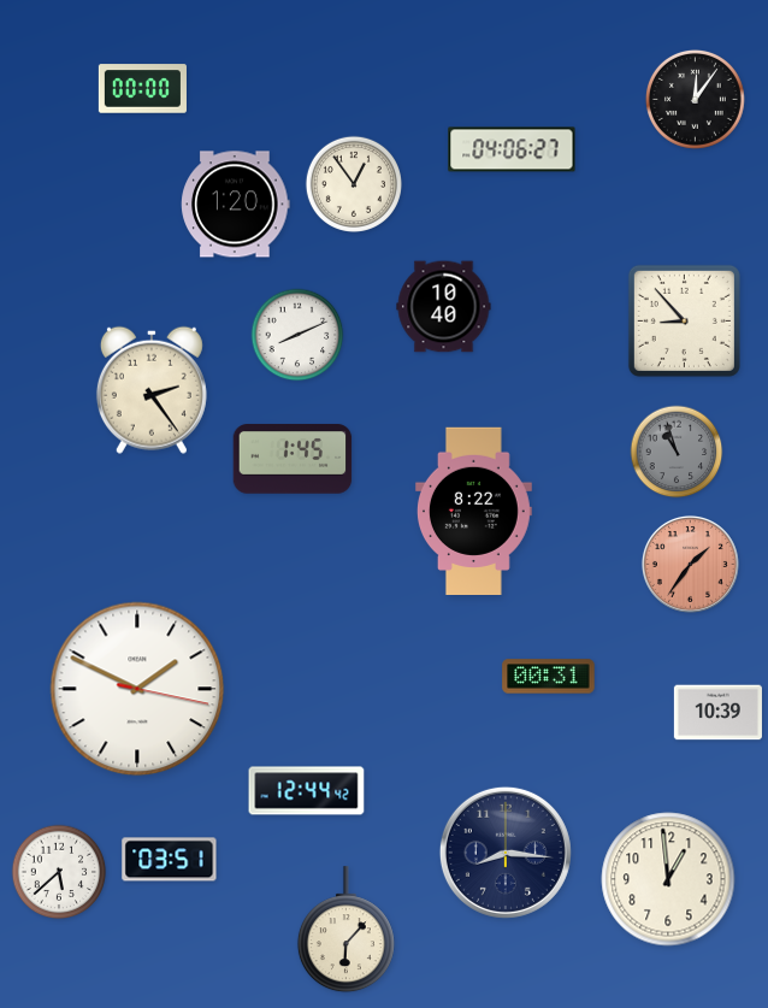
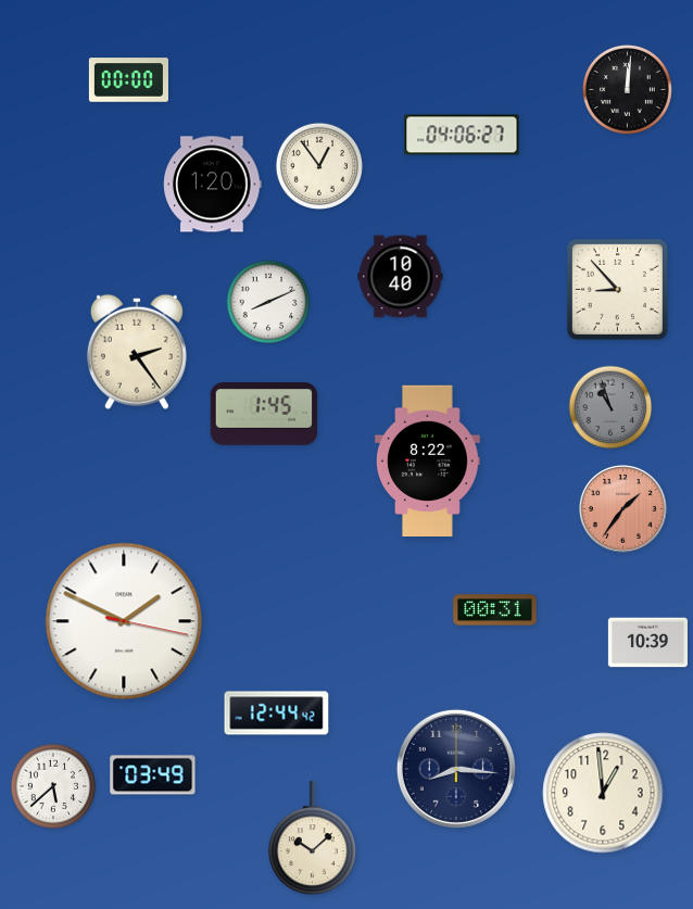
clock at (695, 99): 12:06 -> 12:01
clock at (170, 860): 03:51 -> 03:49
clock at (345, 930): 6:07 -> 10:08
